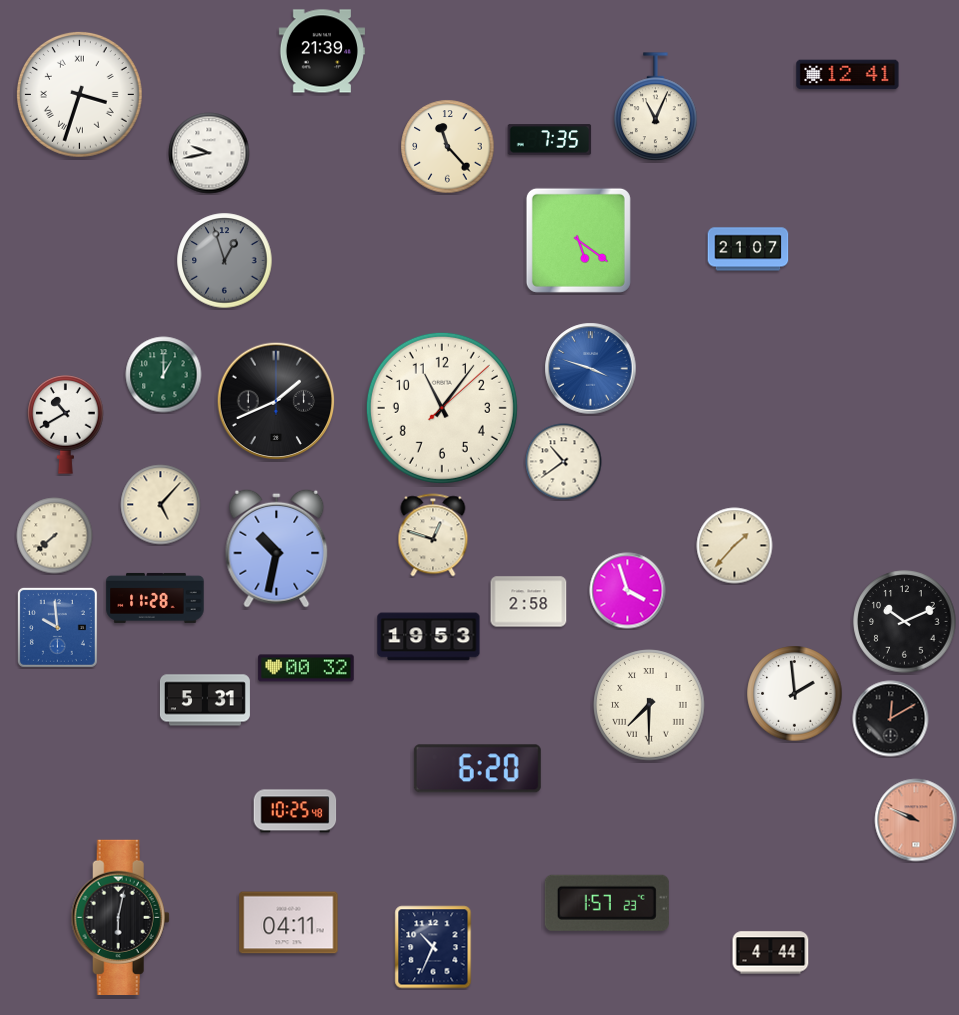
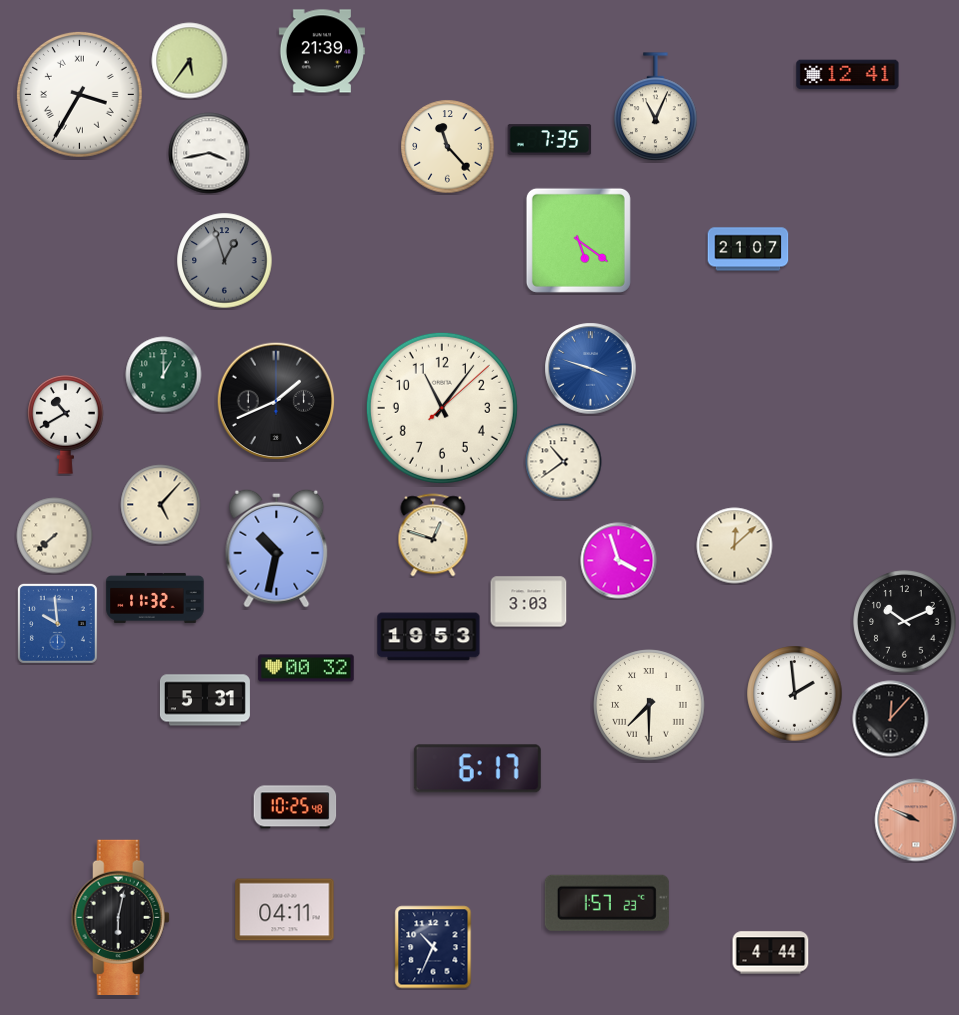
clock at (190, 61): none -> 5:36
clock at (79, 94): 3:33 -> 3:35
clock at (209, 153): 9:43 -> 3:43
clock at (735, 546): 1:37 -> 12:08
clock at (628, 591) position: (628, 591) -> (619, 561)
clock at (155, 598): 11:28 -> 11:32
clock at (529, 602): 2:58 -> 3:03
clock at (57, 627) position: (57, 627) -> (57, 623)
clock at (891, 719): 12:10 -> 12:07
clock at (477, 769): 6:20 -> 6:17
clock at (295, 811) position: (295, 811) -> (295, 807)
clock at (289, 923) position: (289, 923) -> (285, 910)
